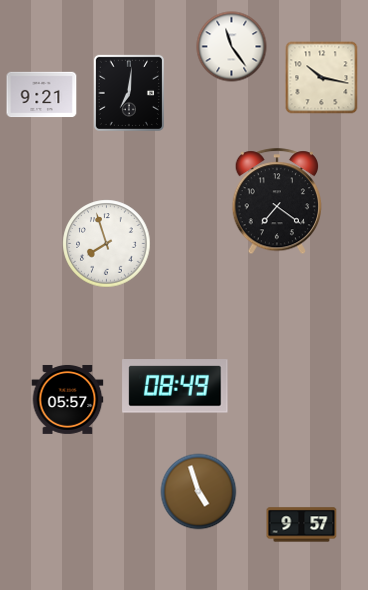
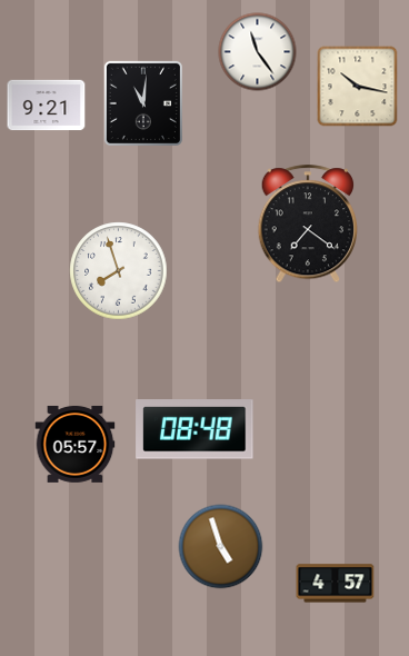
clock at (129, 93): 7:01 -> 11:01
clock at (175, 386): 08:49 -> 08:48
clock at (302, 525): 9:57 -> 4:57
